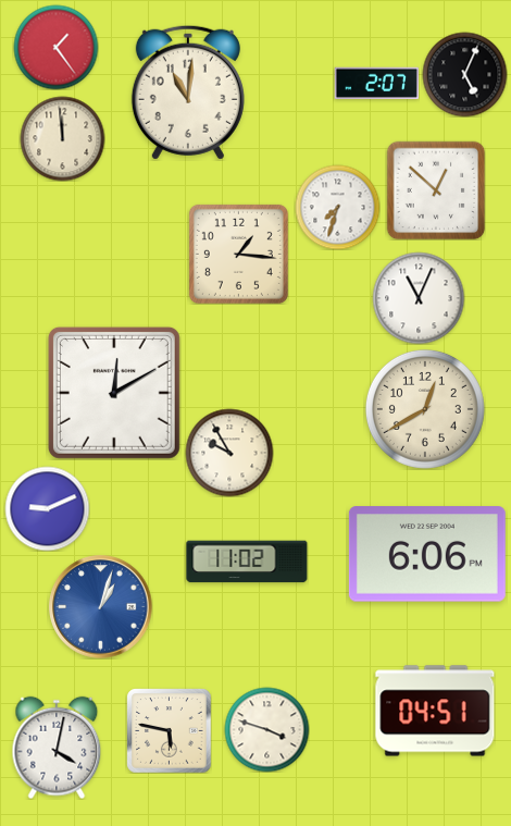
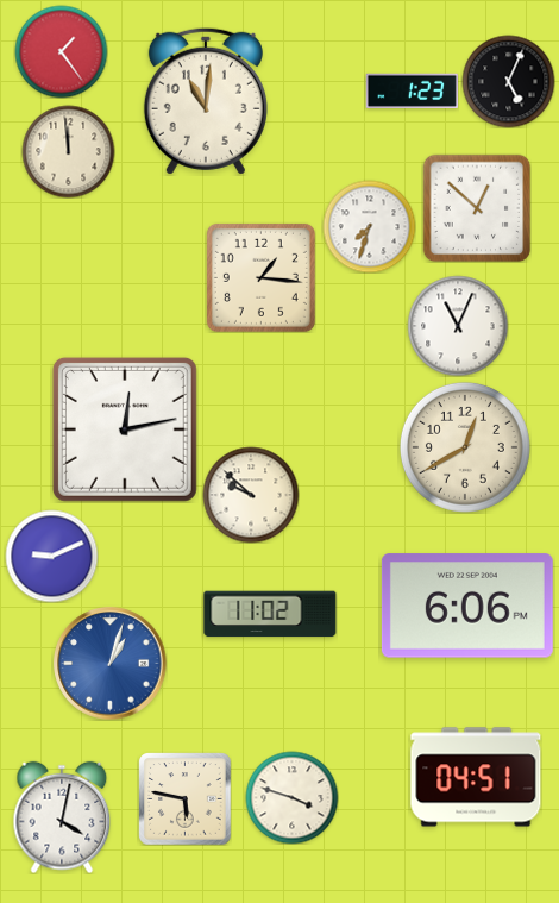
clock at (376, 83): 2:07 -> 1:23
clock at (114, 393): 12:10 -> 12:13
clock at (229, 453): 9:55 -> 9:52
